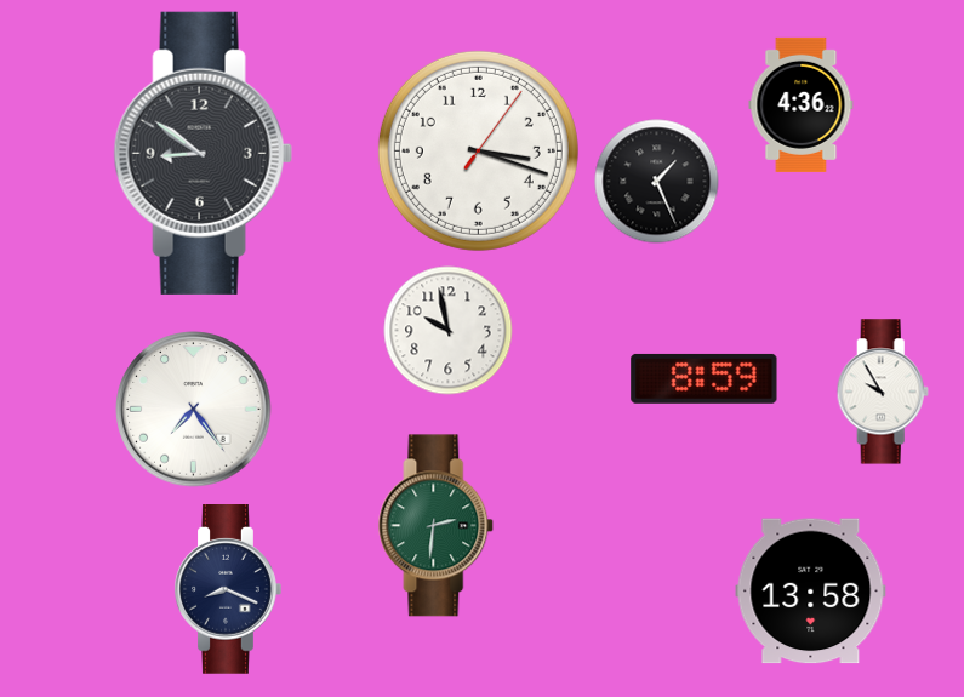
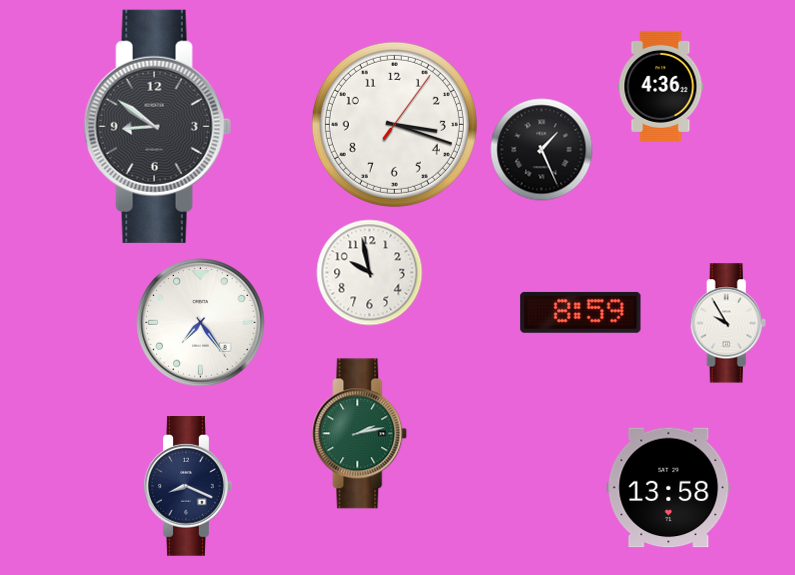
clock at (203, 153) position: (203, 153) -> (157, 126)
clock at (194, 410) position: (194, 410) -> (201, 323)
clock at (437, 526): 2:31 -> 2:13
